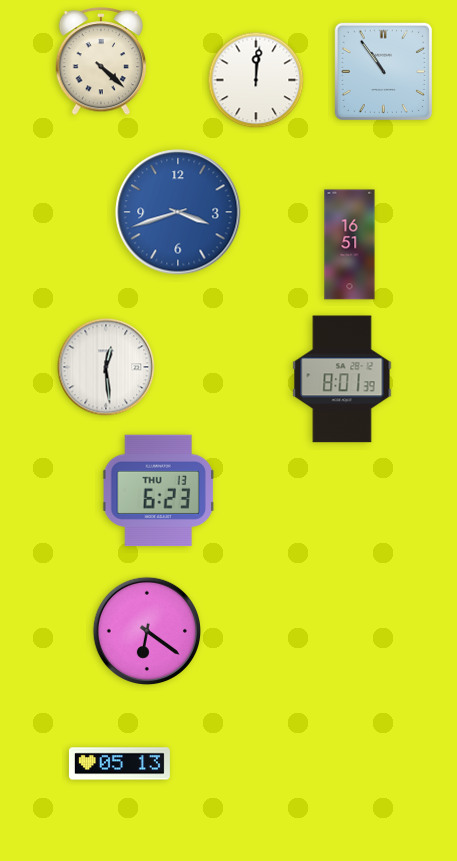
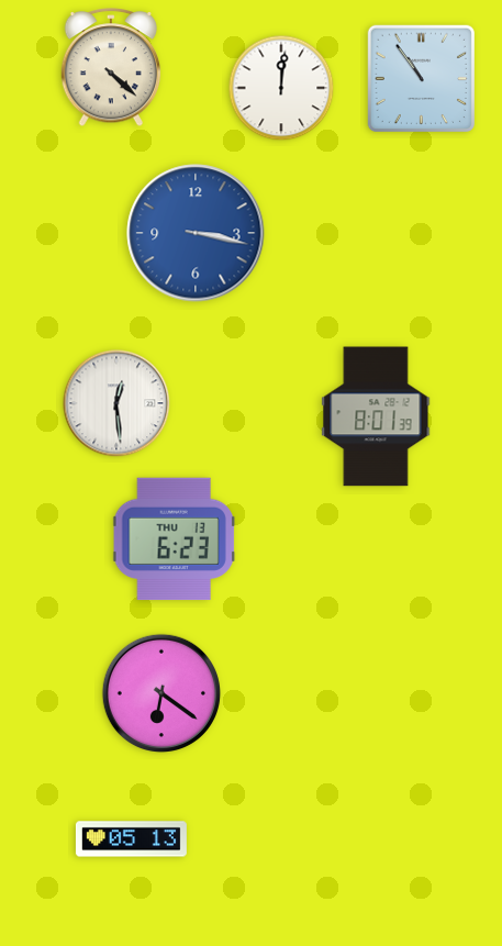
clock at (178, 212): 3:42 -> 3:17
clock at (350, 245): 16:51 -> none
